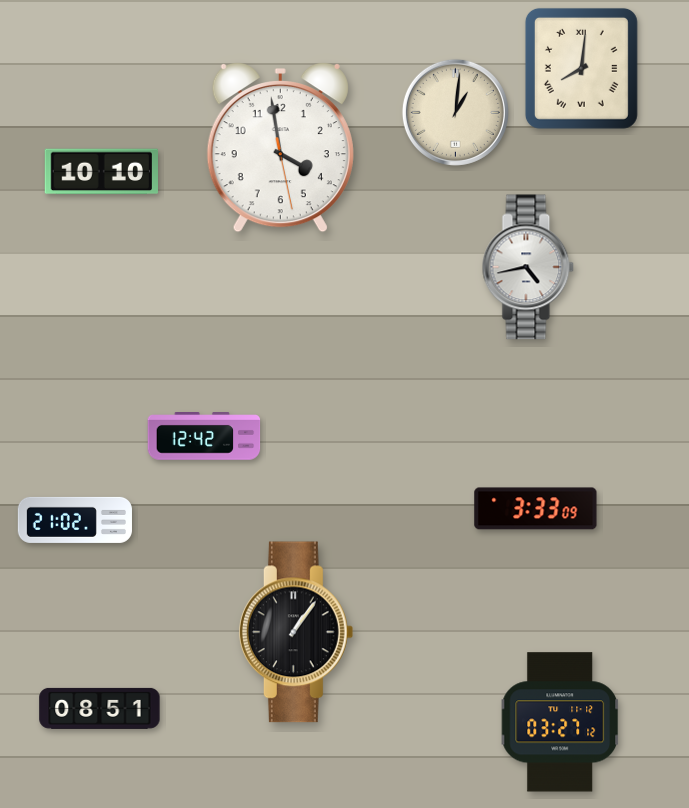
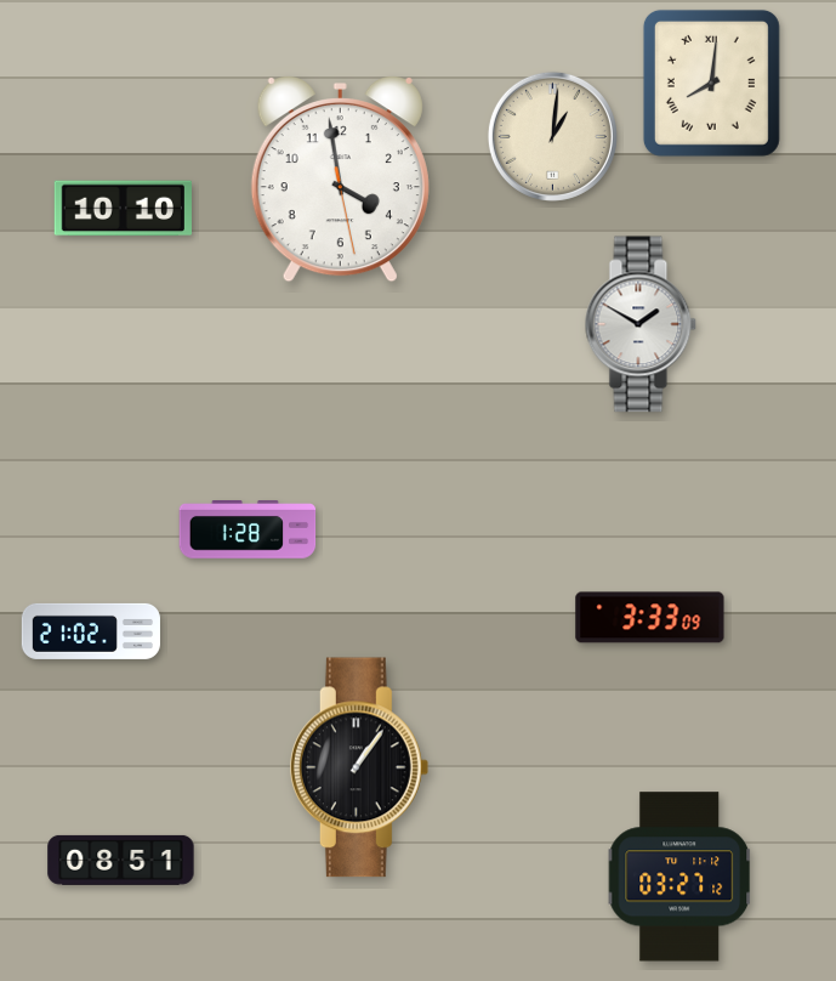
clock at (581, 68) position: (581, 68) -> (711, 83)
clock at (528, 267): 4:43 -> 1:50
clock at (204, 437): 12:42 -> 1:28
